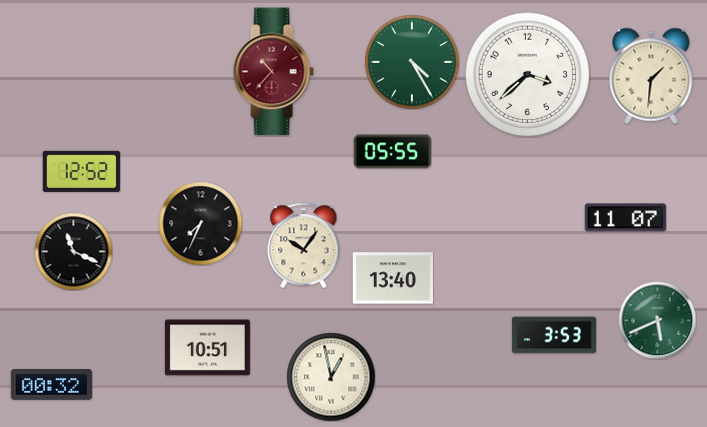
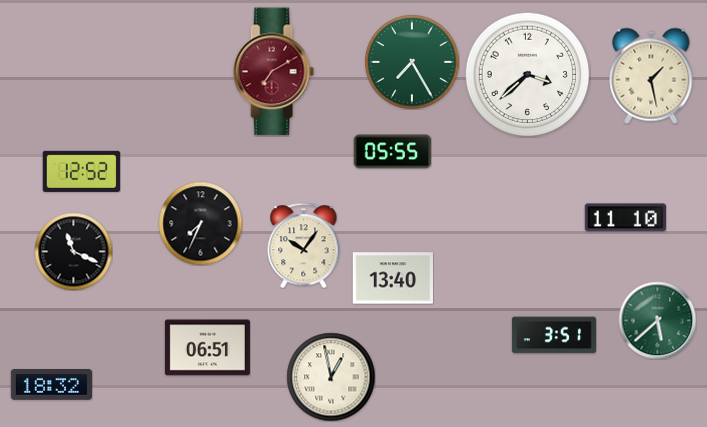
clock at (412, 62): 4:25 -> 7:25
clock at (273, 72): 10:37 -> 7:10
clock at (651, 76): 1:31 -> 1:28
clock at (625, 218): 11:07 -> 11:10
clock at (657, 320): 5:41 -> 5:38
clock at (554, 335): 3:53 -> 3:51
clock at (207, 348): 10:51 -> 06:51
clock at (51, 385): 00:32 -> 18:32
